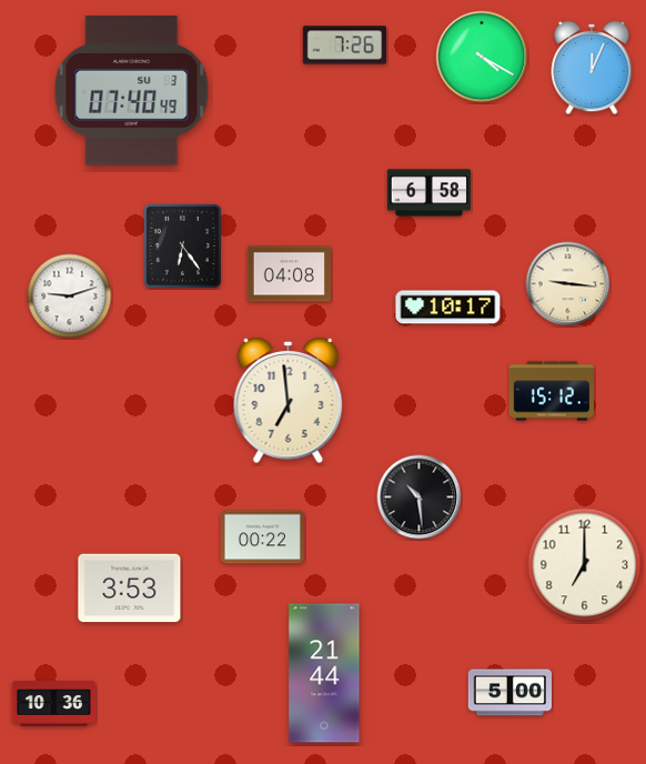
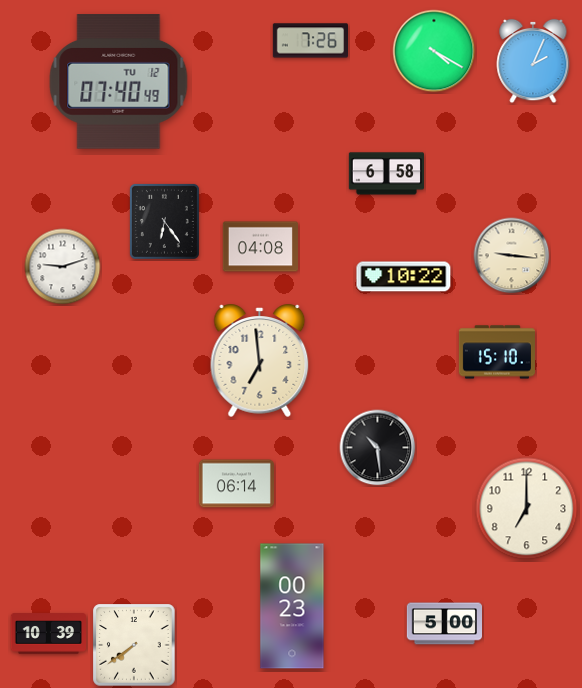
clock at (592, 68): 12:04 -> 2:04
clock at (132, 91) date: SU 3 -> TU 12
clock at (448, 308): 10:17 -> 10:22
clock at (552, 391): 15:12 -> 15:10
clock at (262, 537): 00:22 -> 06:14
clock at (130, 589): 3:53 -> none
clock at (324, 673): 21:44 -> 00:23
clock at (509, 693) position: (509, 693) -> (444, 624)
clock at (53, 704): 10:36 -> 10:39
clock at (134, 645): none -> 7:39
